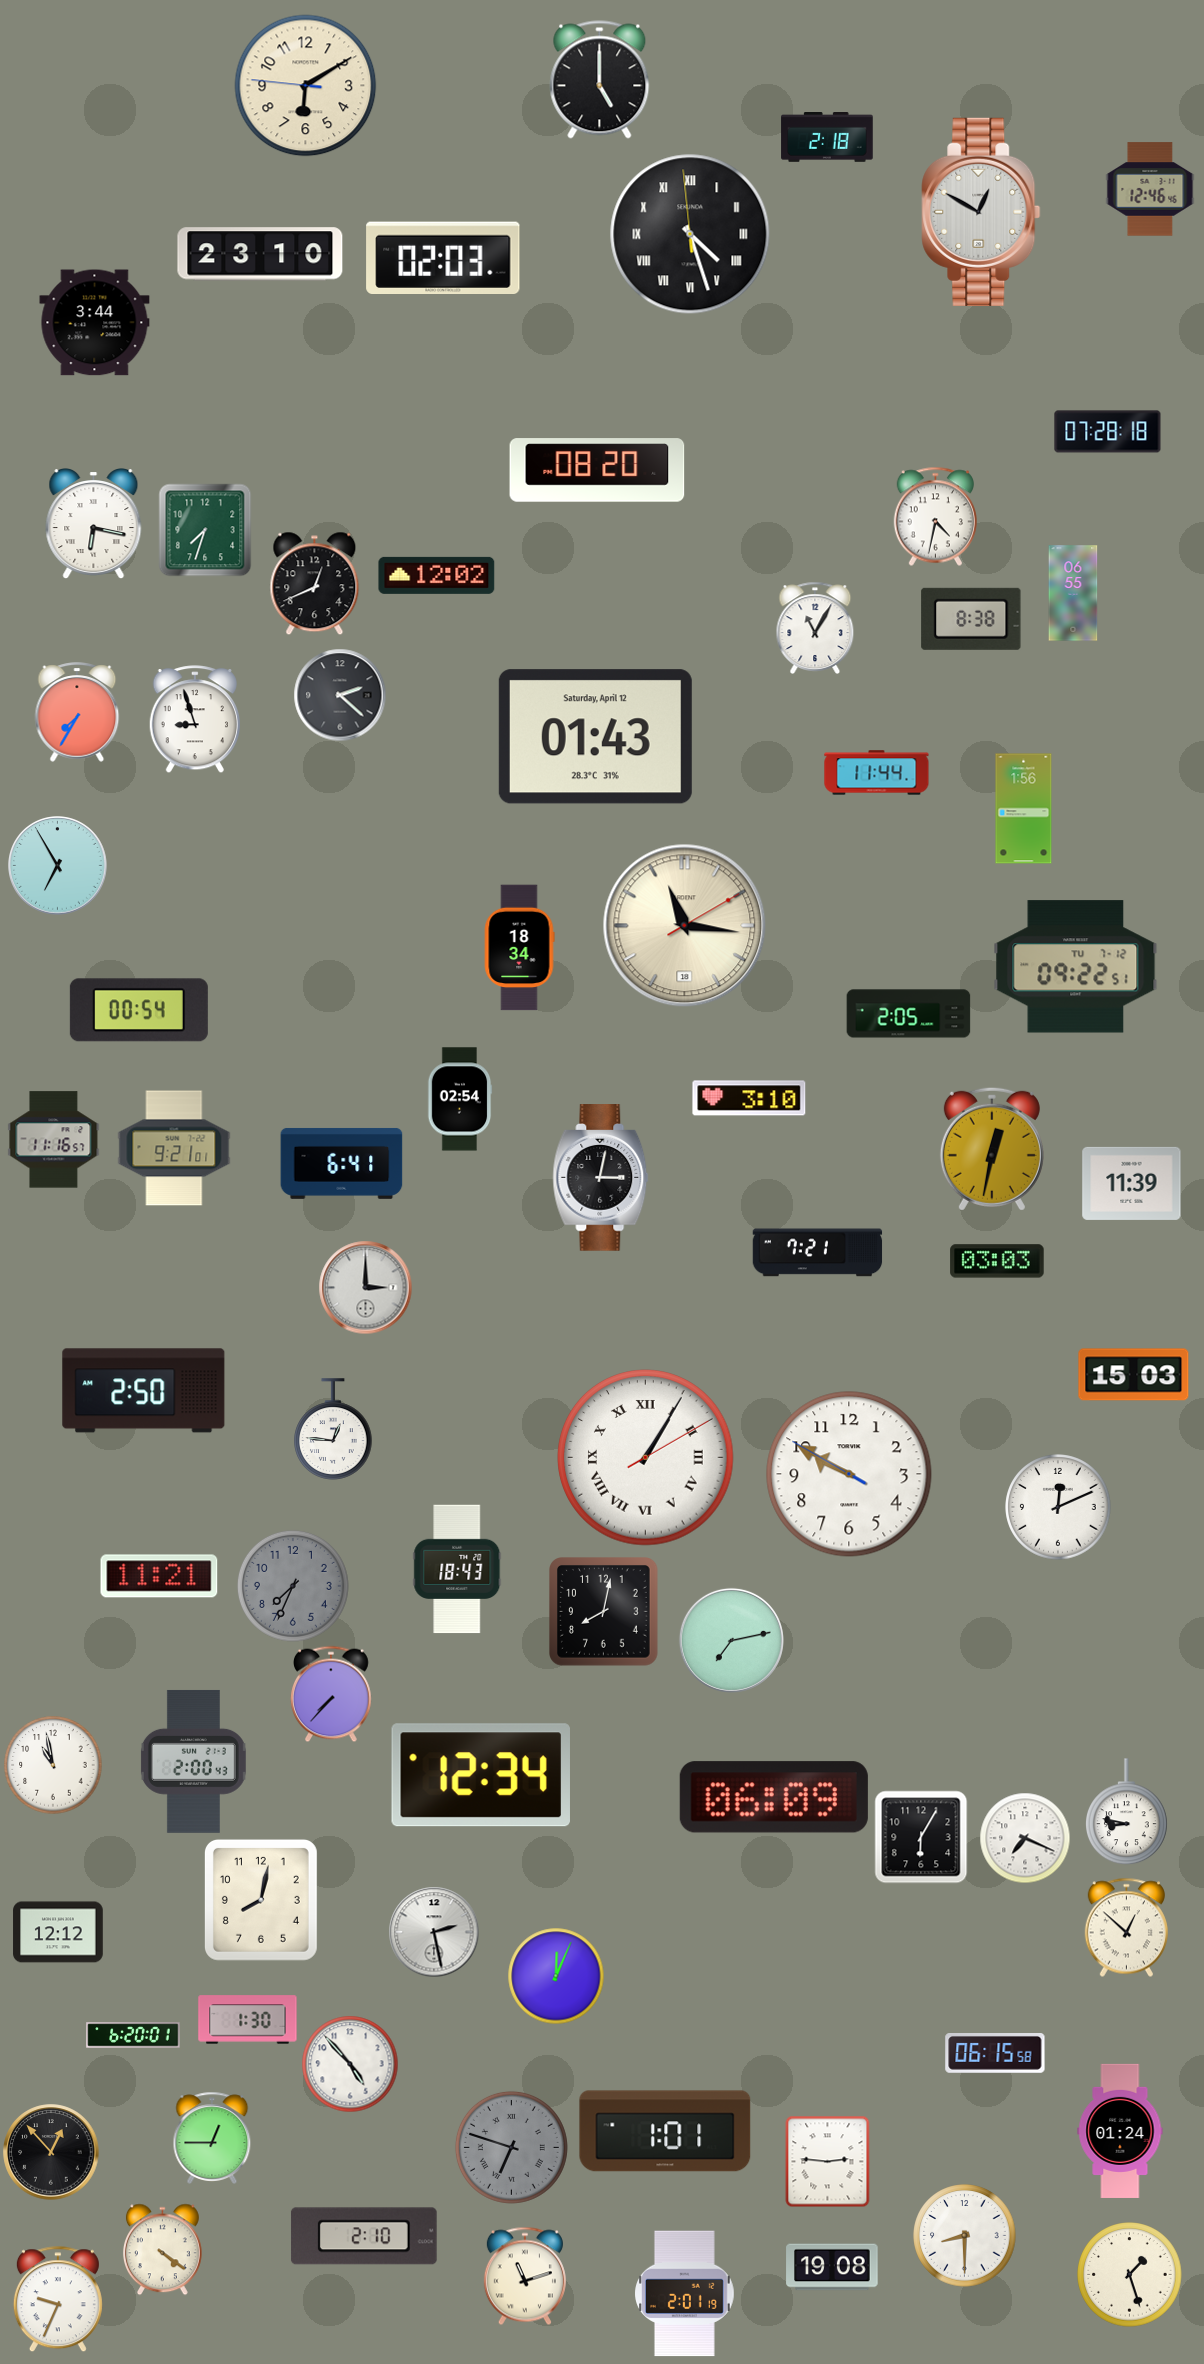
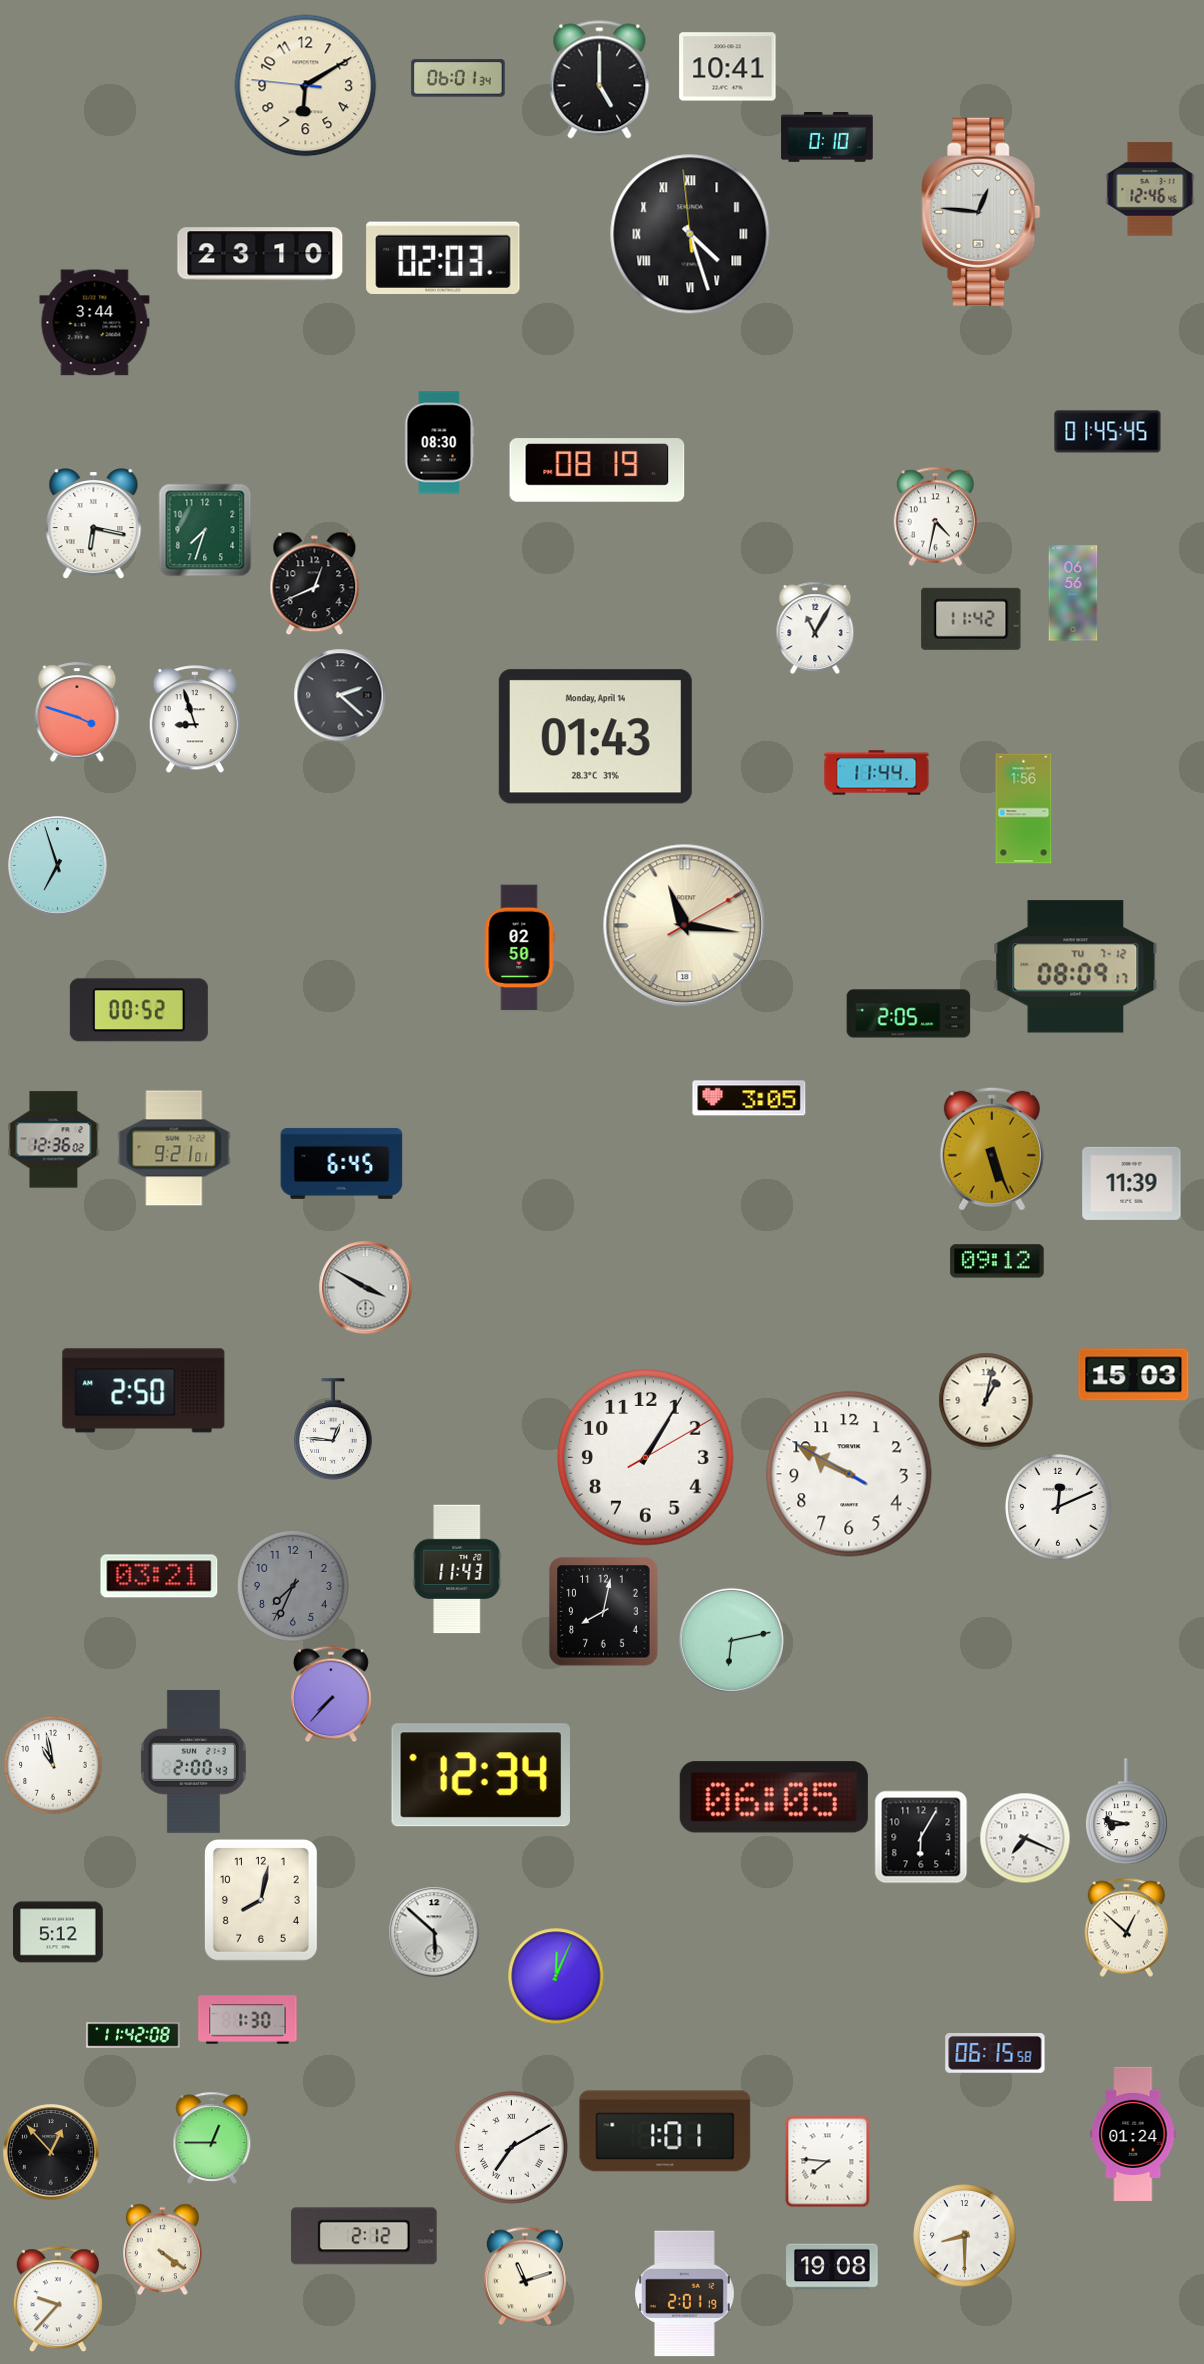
clock at (728, 67): none -> 10:41
clock at (458, 78): none -> 06:01
clock at (827, 138): 2:18 -> 0:10
clock at (981, 212): 12:50 -> 12:46
clock at (1108, 432): 07:28 -> 01:45
clock at (439, 443): none -> 08:30
clock at (597, 470): 08:20 -> 08:19
clock at (437, 575): 12:02 -> none
clock at (1073, 593): 06:55 -> 06:56
clock at (971, 619): 8:38 -> 11:42
clock at (77, 712): 7:35 -> 3:48
clock at (595, 737) date: Saturday, April 12 -> Monday, April 14
clock at (58, 866): 6:55 -> 6:57
clock at (519, 948): 18:34 -> 02:50
clock at (1076, 967): 09:22 -> 08:09
clock at (139, 1010): 00:54 -> 00:52
clock at (749, 1098): 3:10 -> 3:05
clock at (460, 1099): 02:54 -> none
clock at (54, 1140): 11:16 -> 12:36
clock at (992, 1149): 12:32 -> 5:26
clock at (342, 1163): 6:41 -> 6:45
clock at (601, 1178): 3:02 -> none
clock at (818, 1253): 7:21 -> none
clock at (997, 1261): 03:03 -> 09:12
clock at (365, 1287): 3:00 -> 3:50
clock at (986, 1400): none -> 1:02
clock at (646, 1458) numerals: Roman -> Arabic
clock at (457, 1569): 18:43 -> 11:43
clock at (159, 1576): 11:21 -> 03:21
clock at (731, 1640): 7:13 -> 6:13
clock at (774, 1797): 06:09 -> 06:05
clock at (58, 1932): 12:12 -> 5:12
clock at (434, 1932): 2:28 -> 5:52
clock at (133, 2035): 6:20 -> 11:42
clock at (350, 2064): 4:53 -> none
clock at (1120, 2131) position: (1120, 2131) -> (1133, 2134)
clock at (511, 2147): 6:48 -> 7:10
clock at (511, 2147) dial: grey -> white
clock at (828, 2161): 2:46 -> 7:46
clock at (364, 2236): 2:10 -> 2:12
clock at (1130, 2275): 1:27 -> none
clock at (58, 2299): 9:34 -> 9:37
